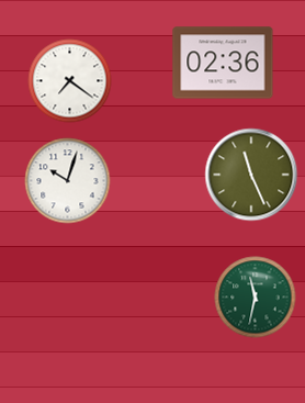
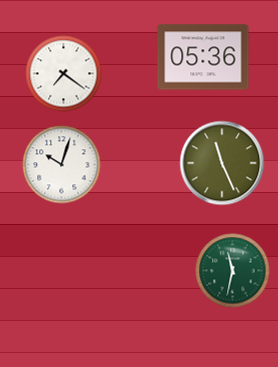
clock at (223, 63): 02:36 -> 05:36
clock at (251, 175) position: (251, 175) -> (222, 163)
